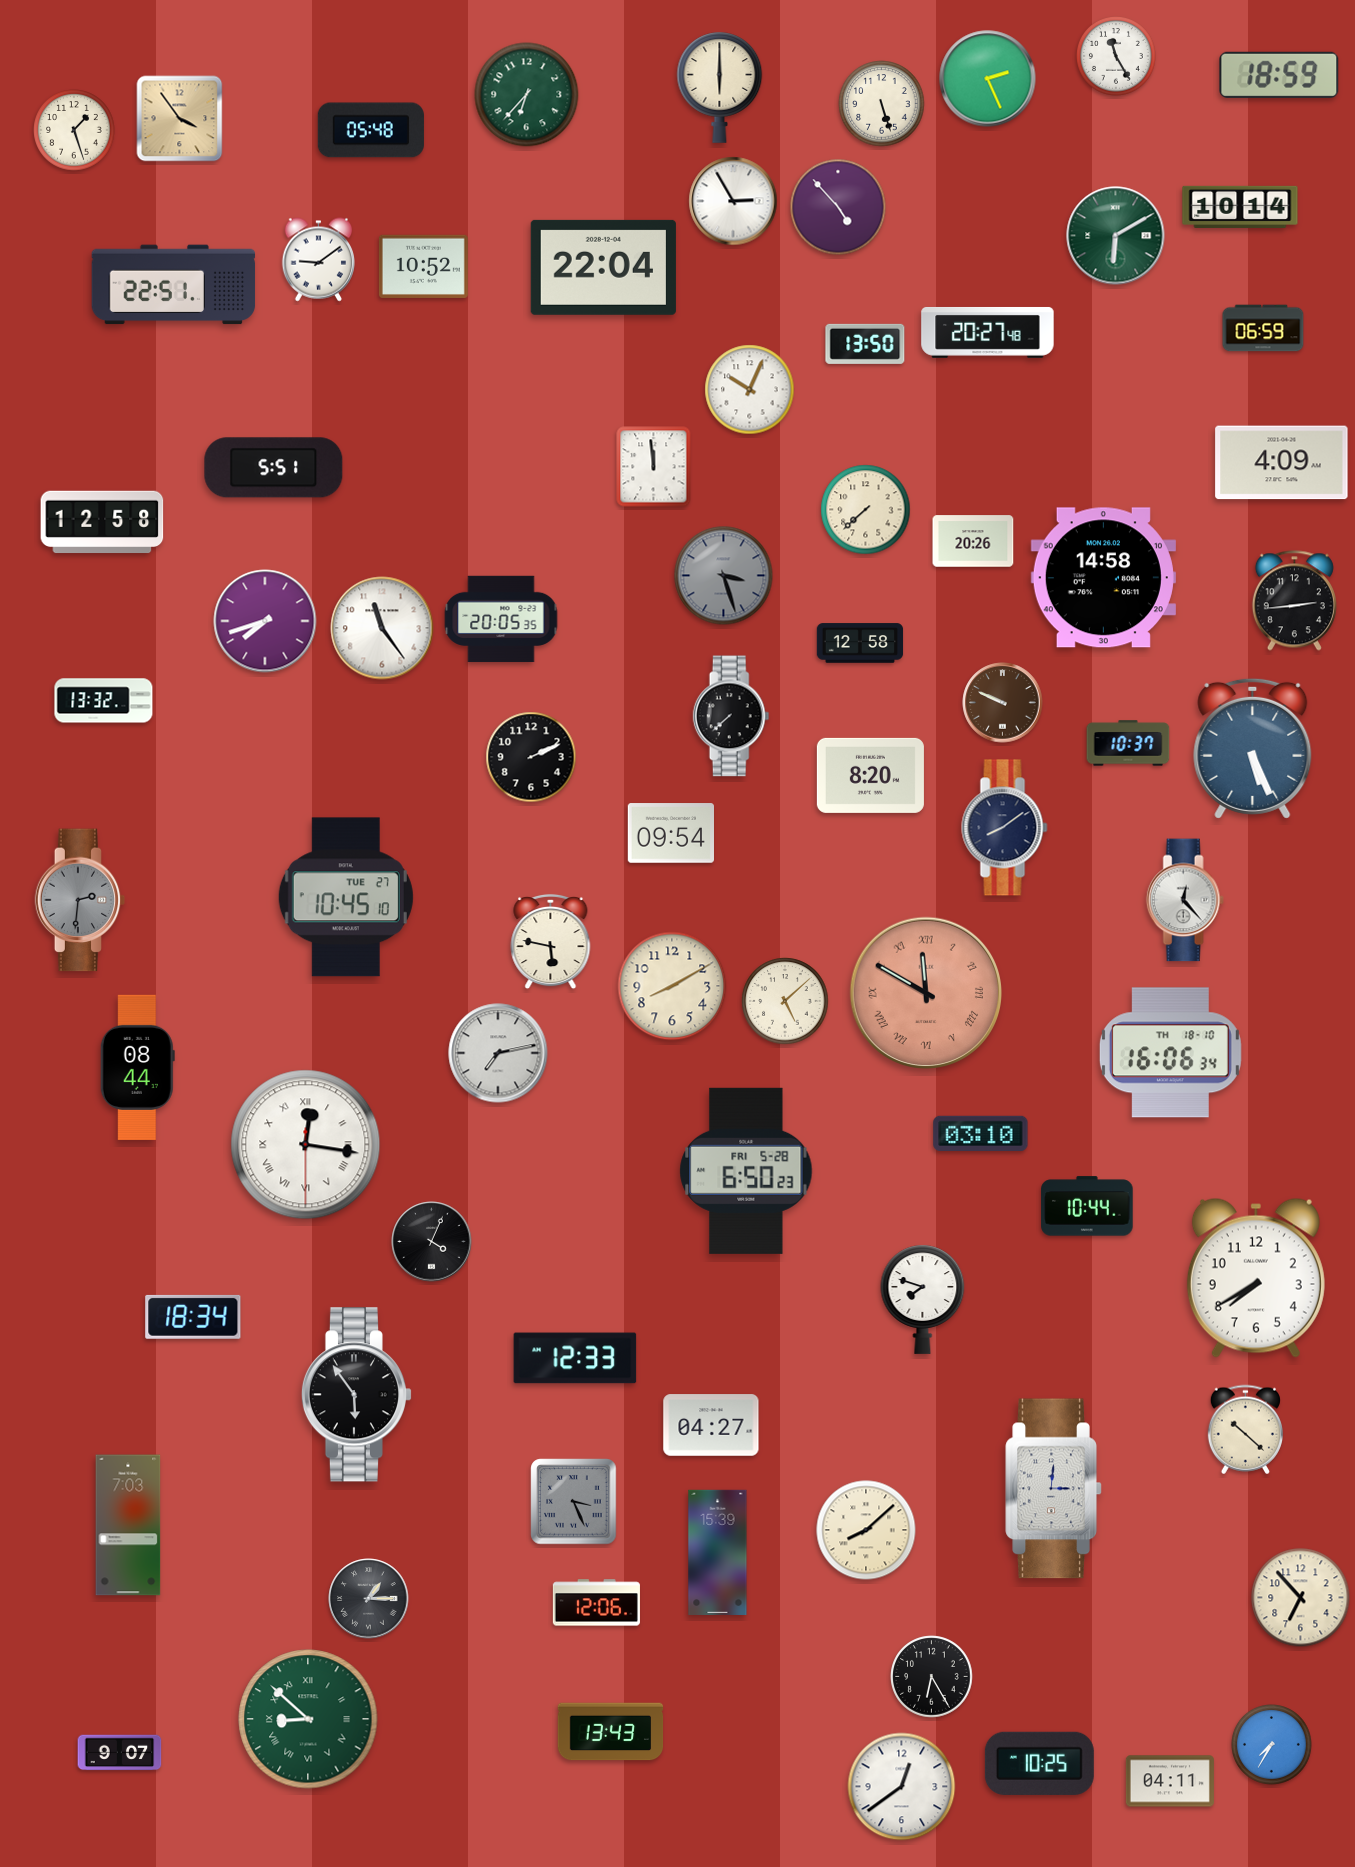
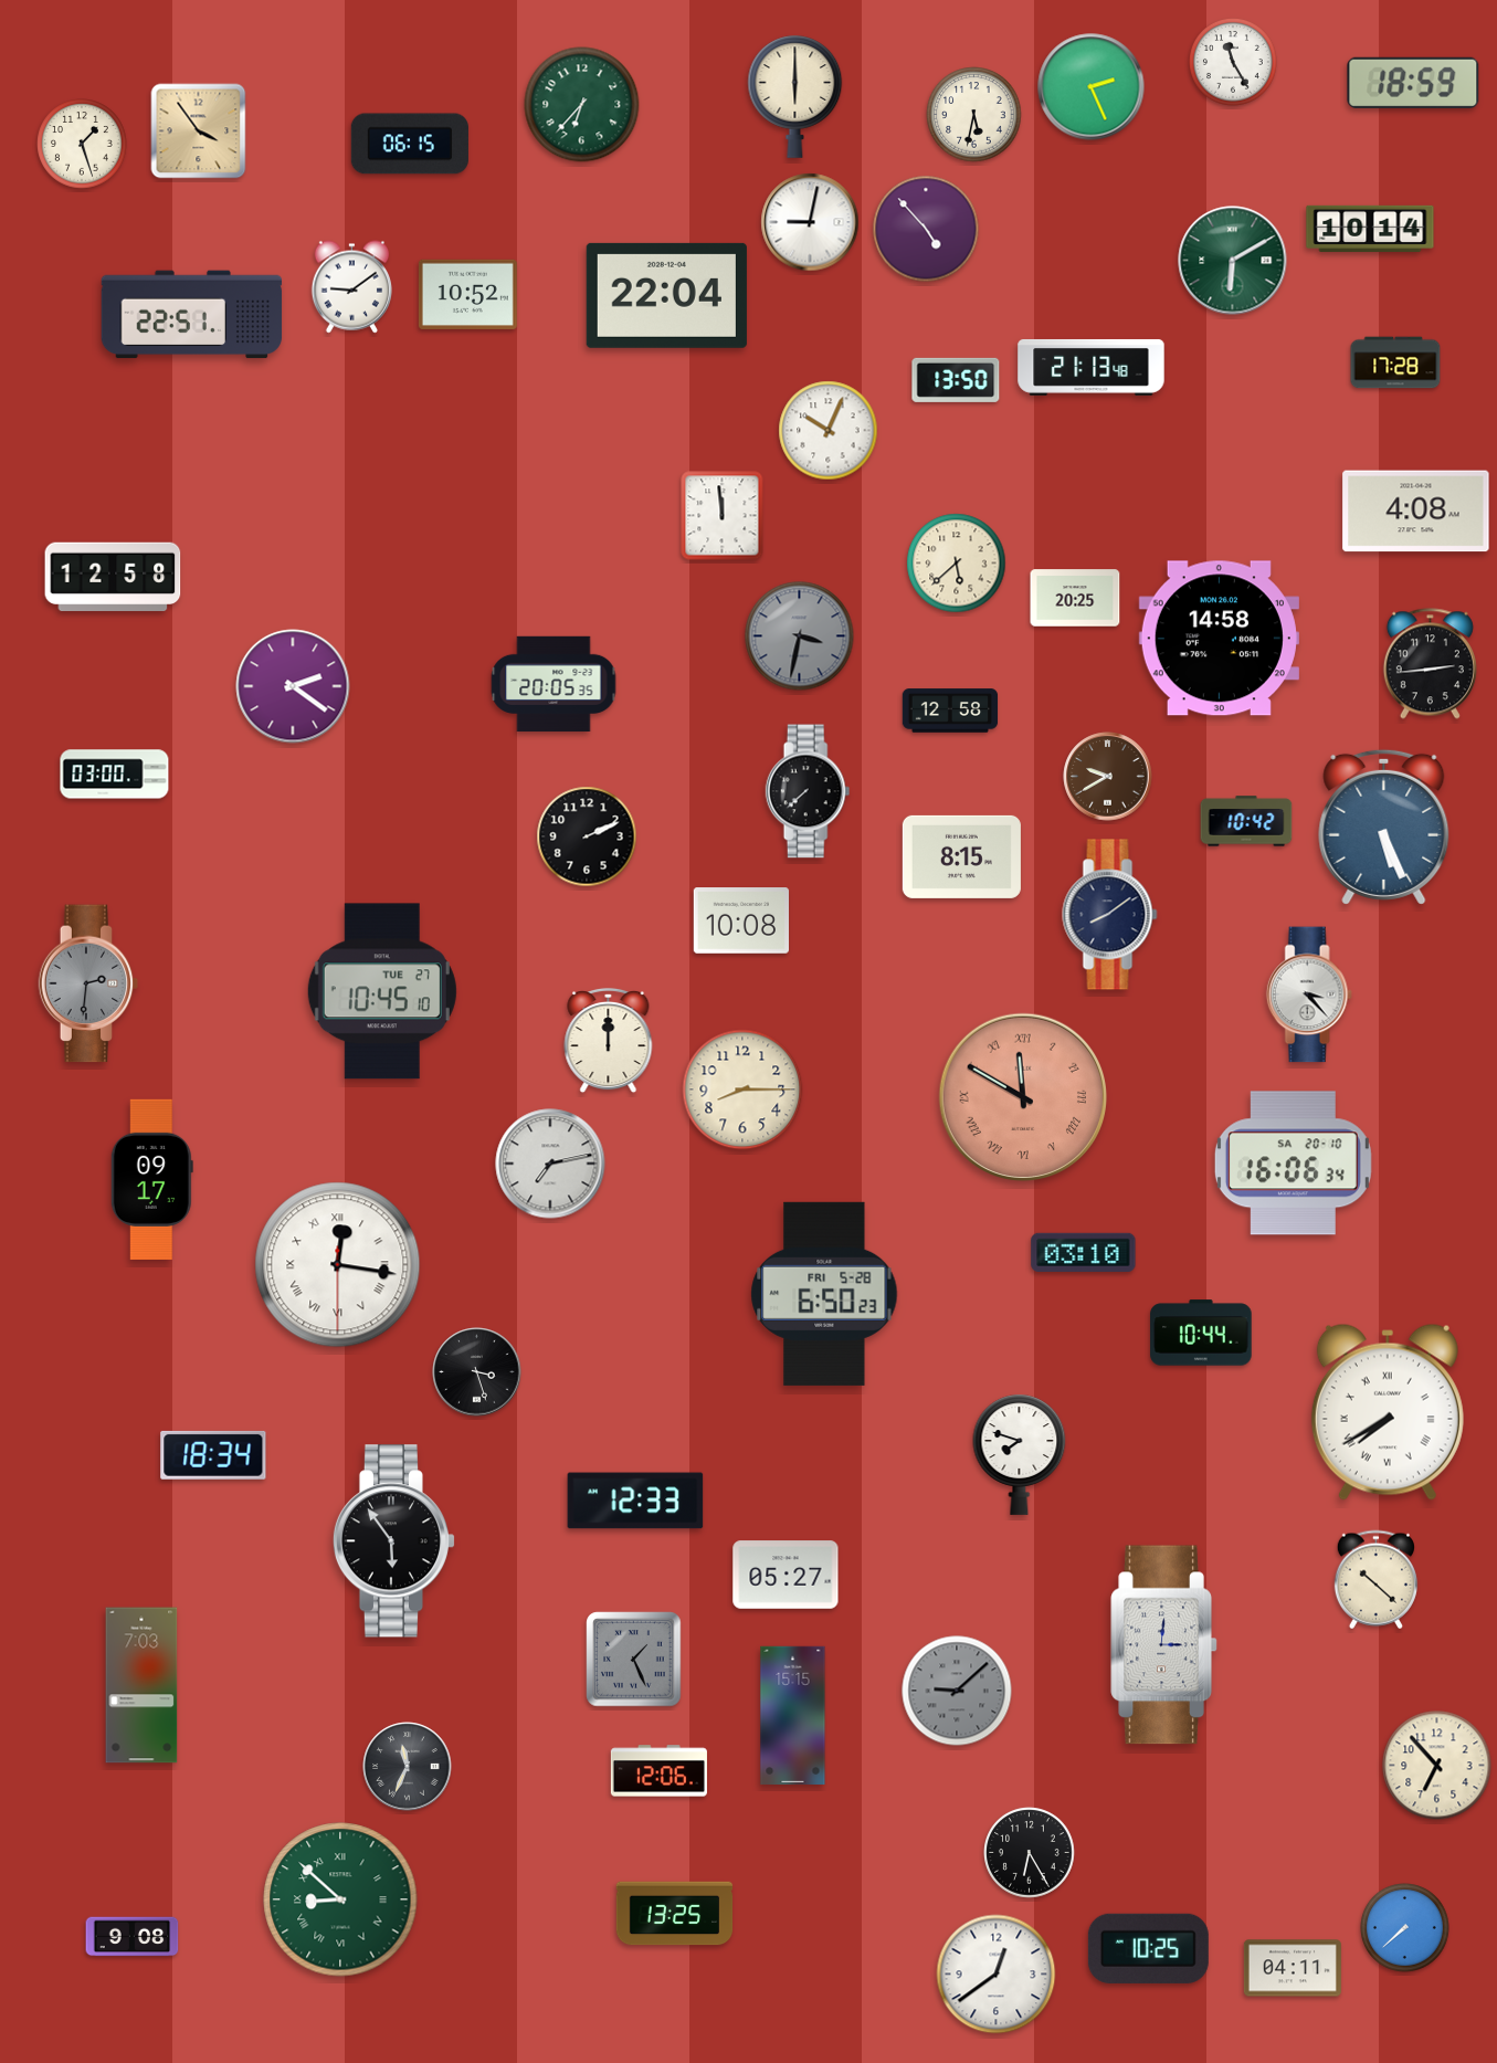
clock at (882, 104): 5:27 -> 5:32
clock at (371, 130): 05:48 -> 06:15
clock at (733, 201): 2:55 -> 9:02
clock at (1263, 328): 06:59 -> 17:28
clock at (988, 333): 20:27 -> 21:13
clock at (1282, 463): 4:09 -> 4:08
clock at (274, 468): 5:51 -> none
clock at (866, 510): 7:38 -> 5:38
clock at (973, 541): 20:26 -> 20:25
clock at (724, 576): 3:27 -> 3:32
clock at (265, 621): 7:42 -> 2:21
clock at (382, 628): 11:24 -> none
clock at (104, 701): 13:32 -> 03:00
clock at (1003, 703): 9:49 -> 9:40
clock at (1128, 743): 10:37 -> 10:42
clock at (870, 775): 8:20 -> 8:15
clock at (670, 833): 09:54 -> 10:08
clock at (80, 900) position: (80, 900) -> (88, 983)
clock at (1185, 900): 12:23 -> 3:23
clock at (551, 942): 5:47 -> 12:00
clock at (672, 986): 8:10 -> 8:15
clock at (785, 1001): 5:08 -> none
clock at (1170, 1053) date: TH 18-10 -> SA 20-10
clock at (137, 1067): 08:44 -> 09:17
clock at (432, 1242): 4:04 -> 3:27
clock at (1256, 1278) numerals: Arabic -> Roman
clock at (923, 1299) position: (923, 1299) -> (1020, 1454)
clock at (711, 1425): 04:27 -> 05:27
clock at (574, 1502): 3:26 -> 1:26
clock at (866, 1530): 8:08 -> 9:08
clock at (866, 1530) dial: cream -> grey
clock at (718, 1553): 15:39 -> 15:15
clock at (369, 1599): 1:15 -> 11:34
clock at (611, 1732): 13:43 -> 13:25
clock at (1272, 1745): 7:35 -> 7:38
clock at (120, 1753): 9:07 -> 9:08
